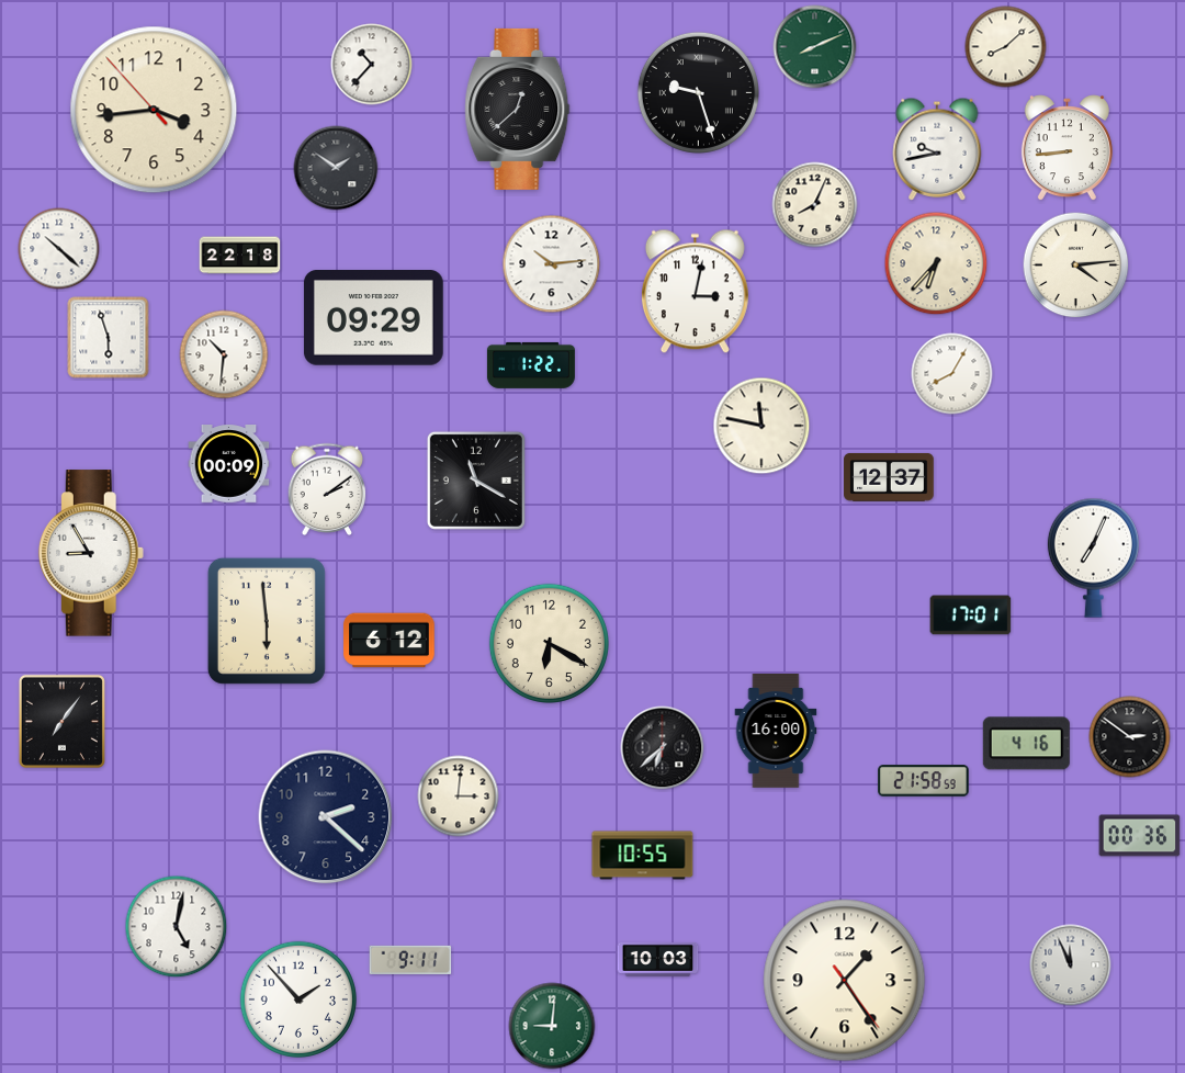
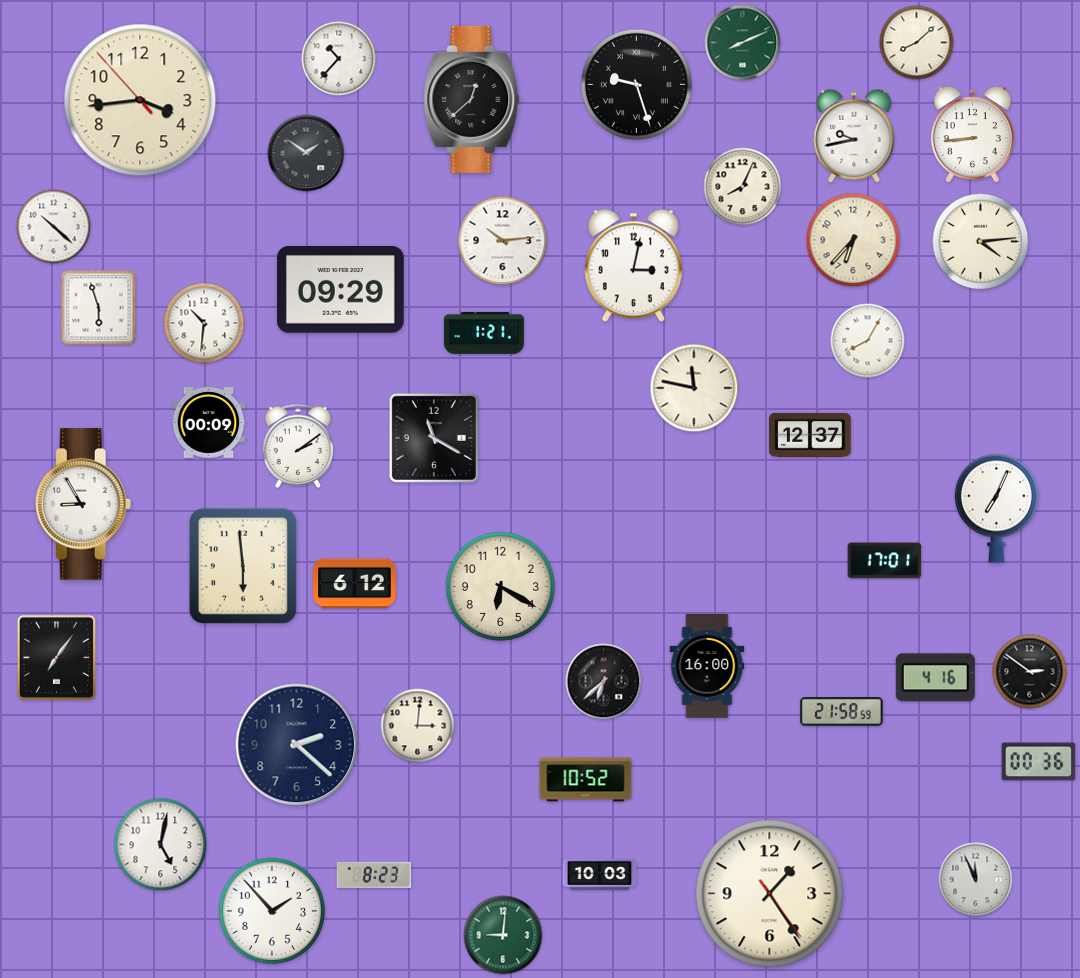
clock at (240, 256): 22:18 -> none
clock at (531, 365): 1:22 -> 1:21
clock at (643, 856): 10:55 -> 10:52
clock at (410, 960): 9:11 -> 8:23
